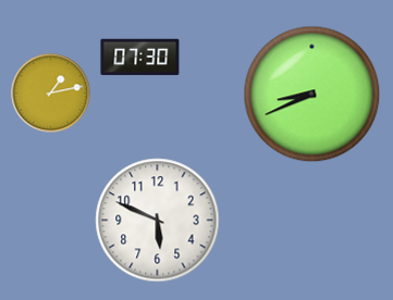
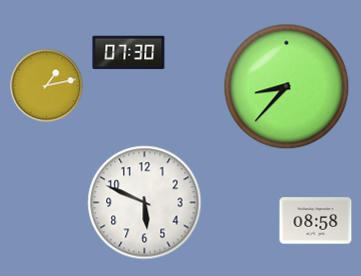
clock at (312, 95): 8:41 -> 8:37
clock at (316, 221): none -> 08:58
